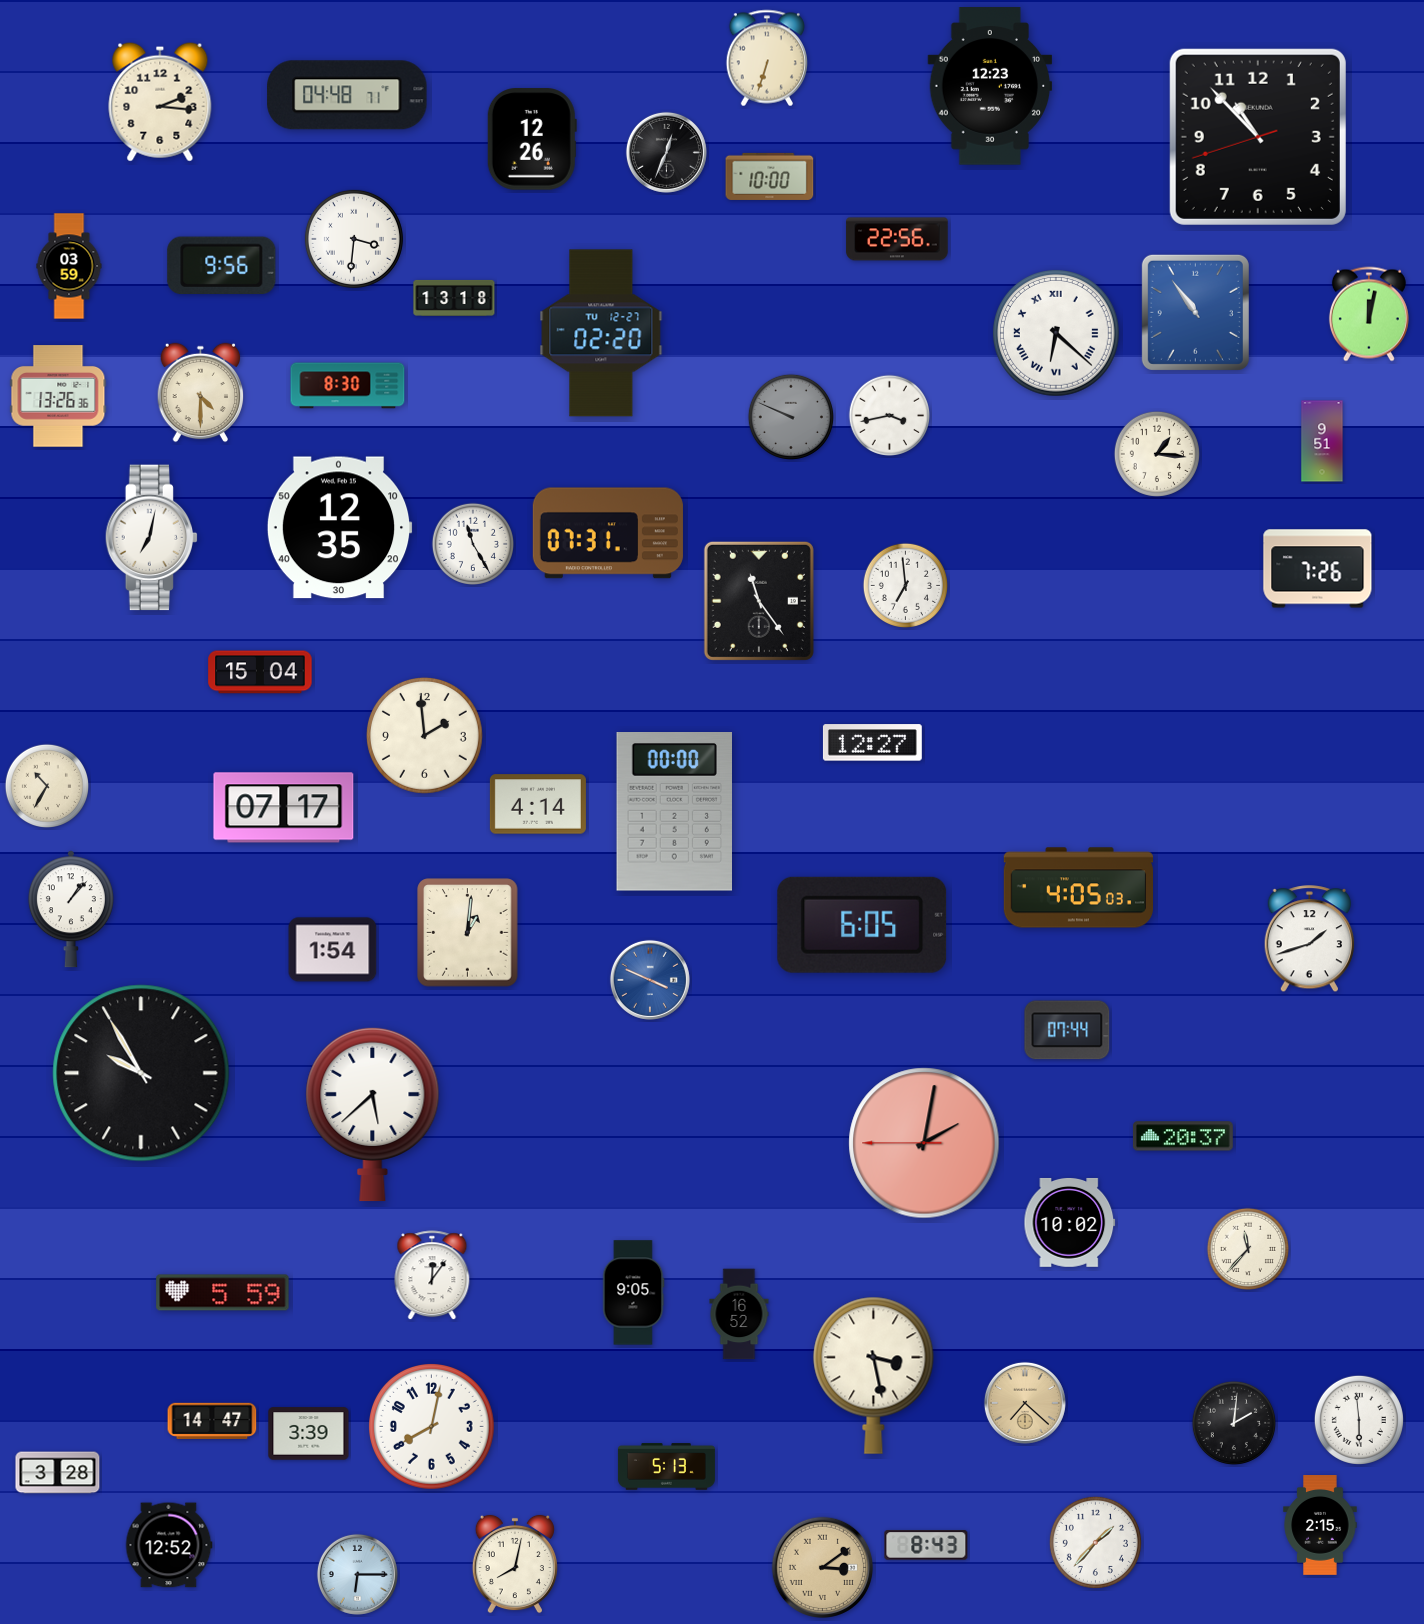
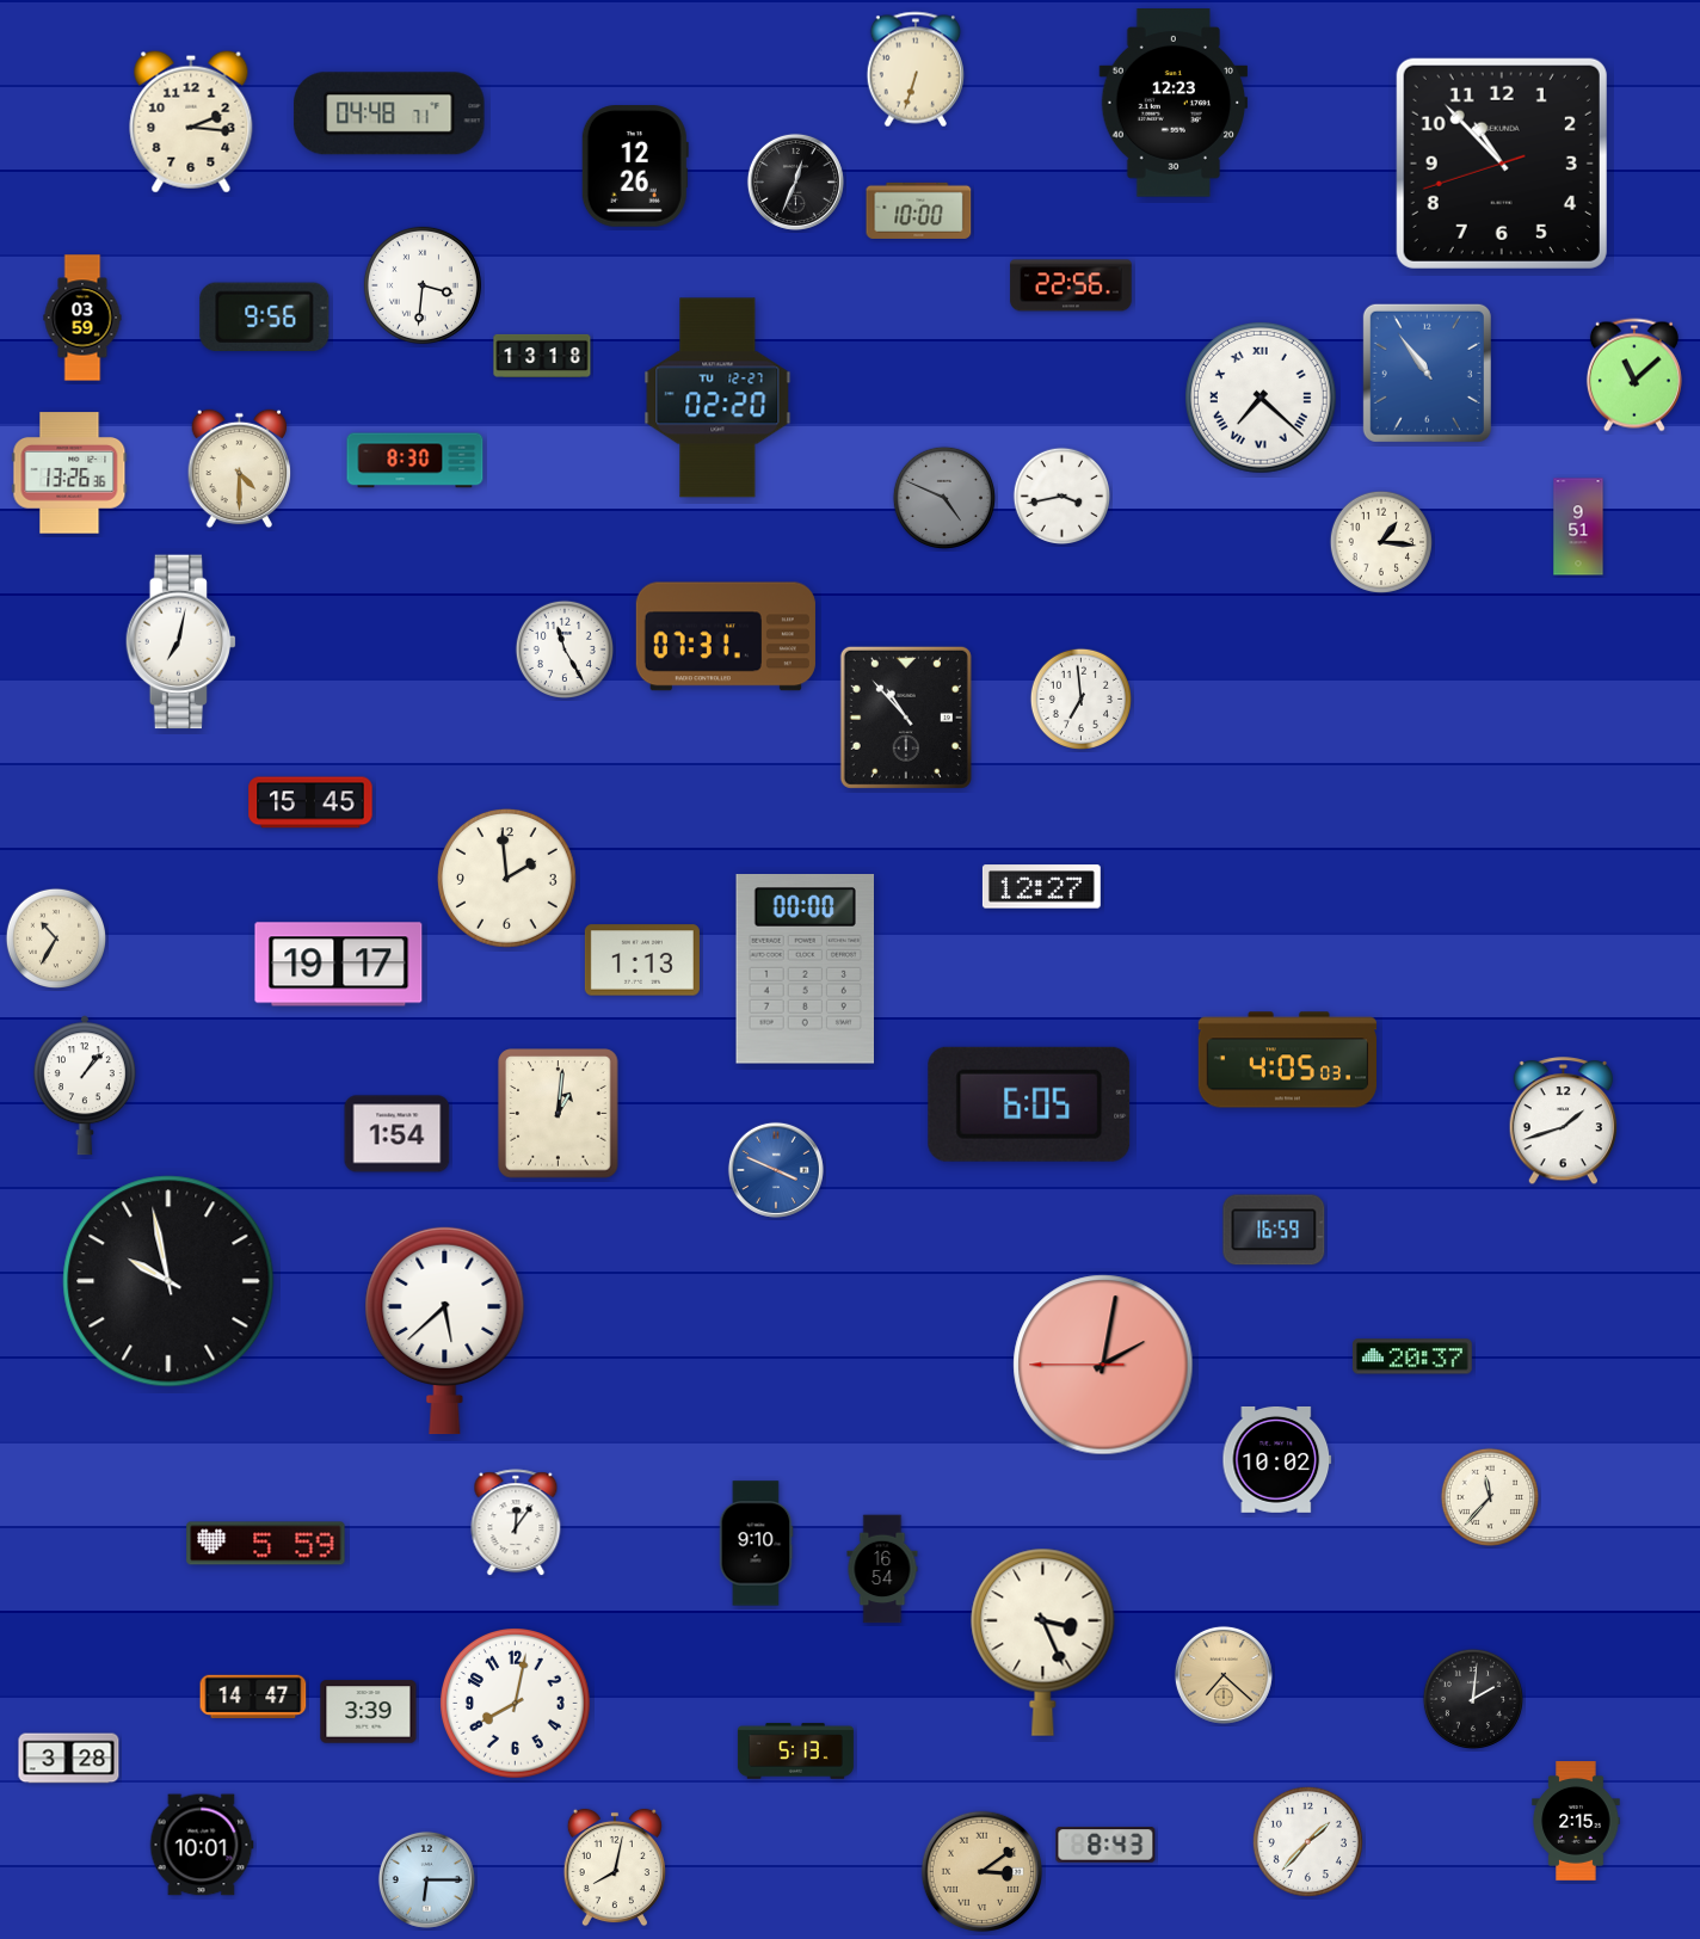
clock at (990, 86) position: (990, 86) -> (1174, 103)
clock at (347, 95) position: (347, 95) -> (389, 113)
clock at (1369, 314): 12:02 -> 11:08
clock at (1057, 334): 6:22 -> 7:22
clock at (791, 417): 9:49 -> 4:49
clock at (339, 528): 12:35 -> none
clock at (1318, 569): 7:26 -> none
clock at (759, 601): 11:24 -> 10:53
clock at (260, 672): 15:04 -> 15:45
clock at (538, 804): 4:14 -> 1:13
clock at (284, 808): 07:17 -> 19:17
clock at (1067, 1030): 07:44 -> 16:59
clock at (141, 1073): 9:55 -> 9:58
clock at (1247, 1248) position: (1247, 1248) -> (1489, 1496)
clock at (633, 1293): 9:05 -> 9:10
clock at (739, 1314): 16:52 -> 16:54
clock at (874, 1375): 3:28 -> 3:26
clock at (1359, 1420): 5:59 -> none
clock at (169, 1545): 12:52 -> 10:01
